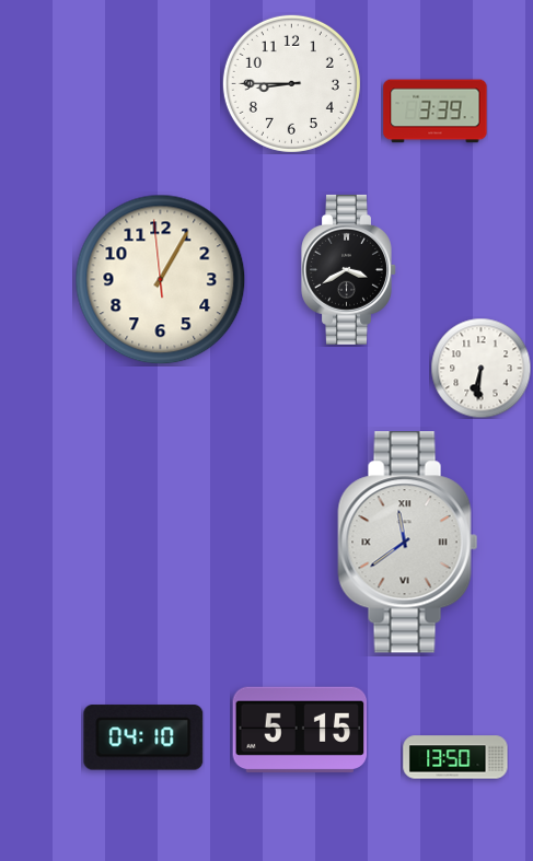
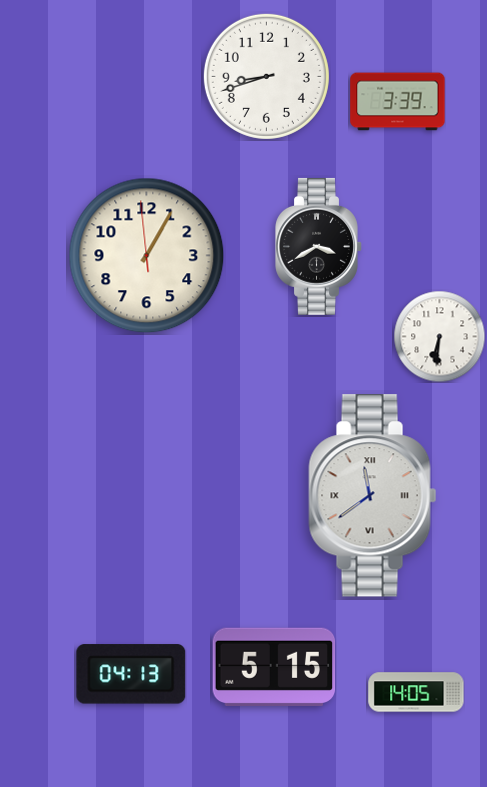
clock at (291, 83): 8:45 -> 8:42
clock at (143, 737): 04:10 -> 04:13
clock at (455, 757): 13:50 -> 14:05
